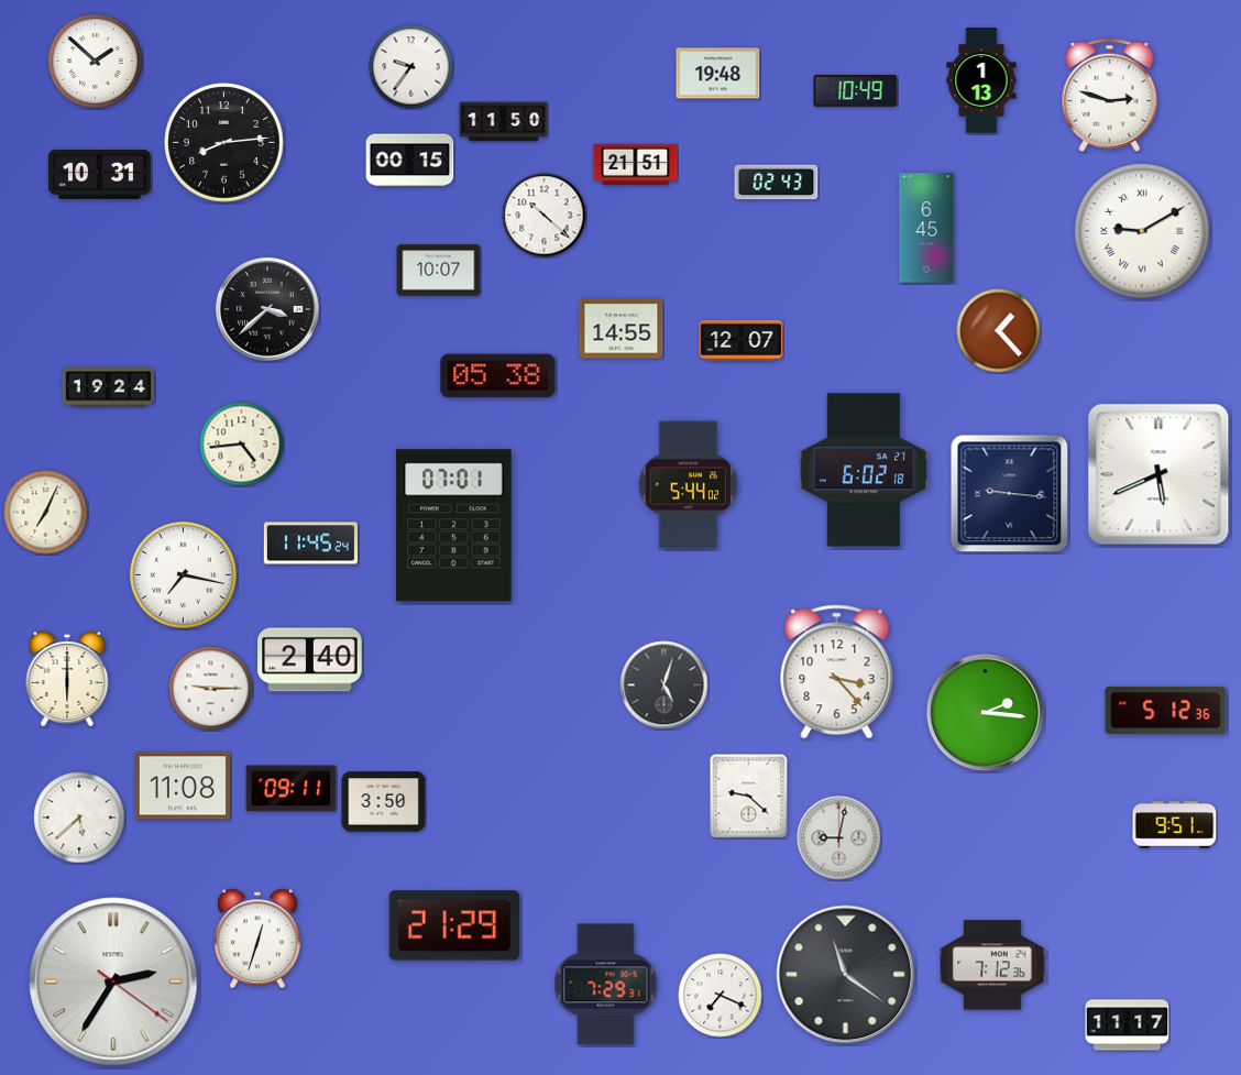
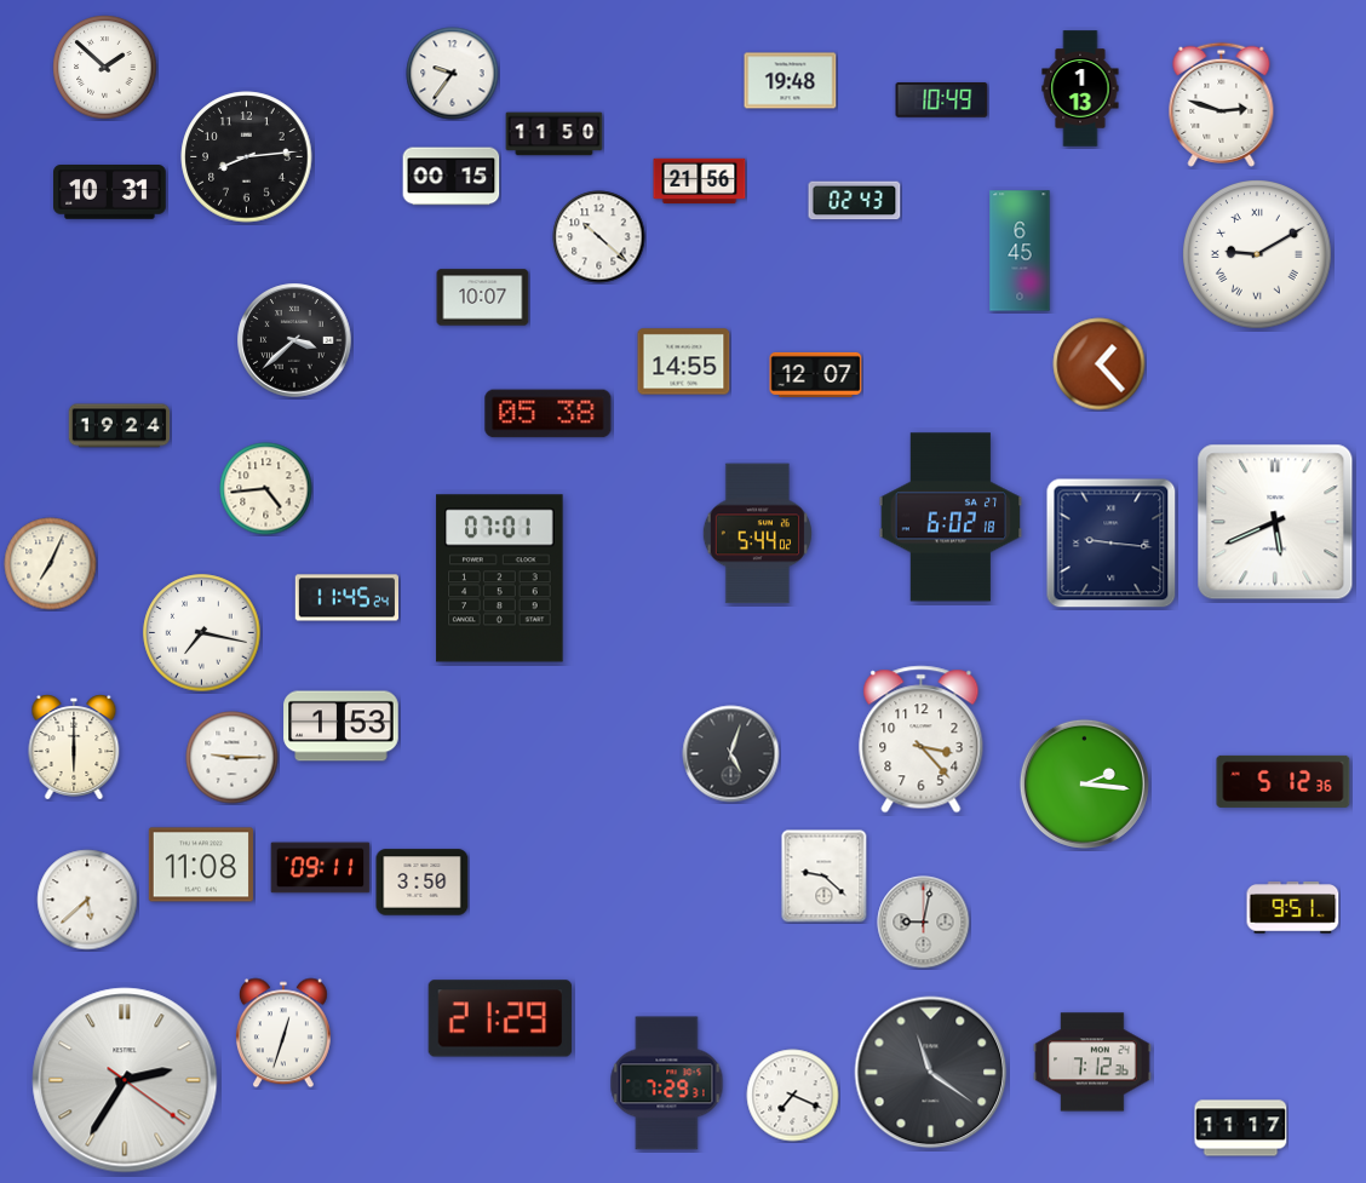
clock at (636, 165): 21:51 -> 21:56
clock at (310, 544) position: (310, 544) -> (346, 598)
clock at (310, 660): 2:40 -> 1:53
